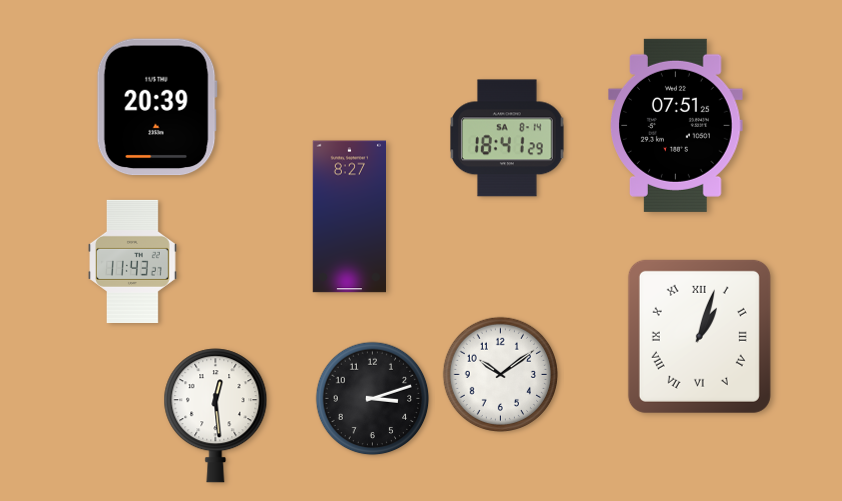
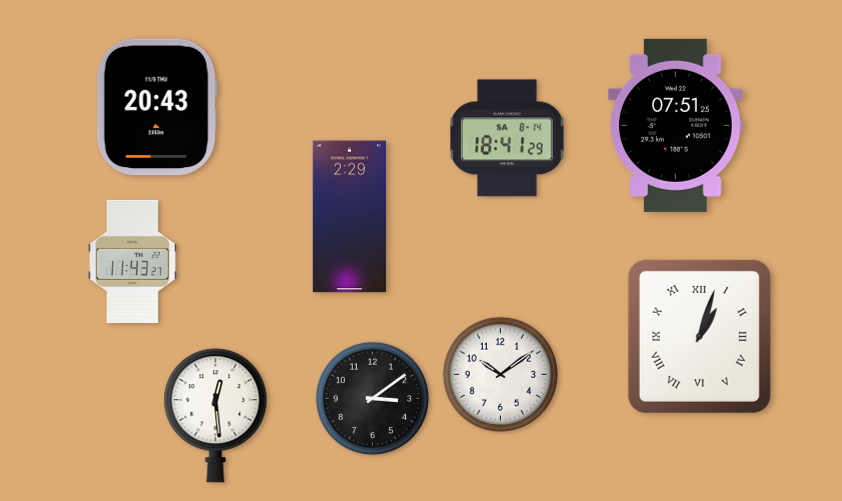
clock at (157, 107): 20:39 -> 20:43
clock at (349, 217): 8:27 -> 2:29
clock at (373, 399): 3:12 -> 3:09
